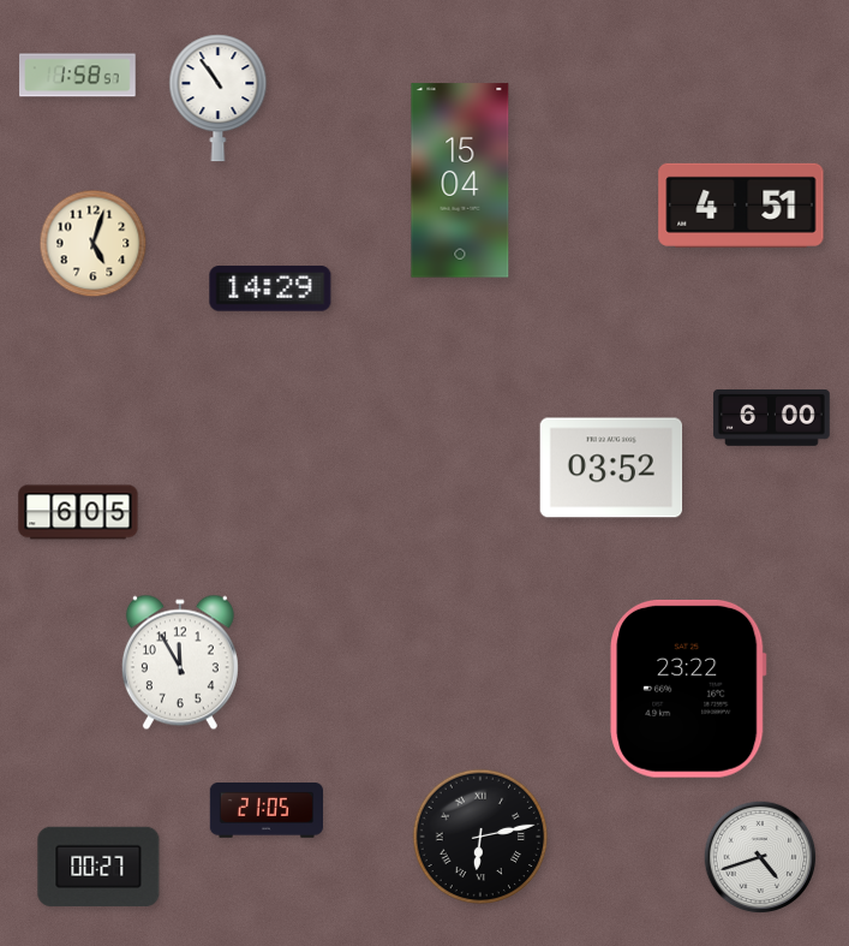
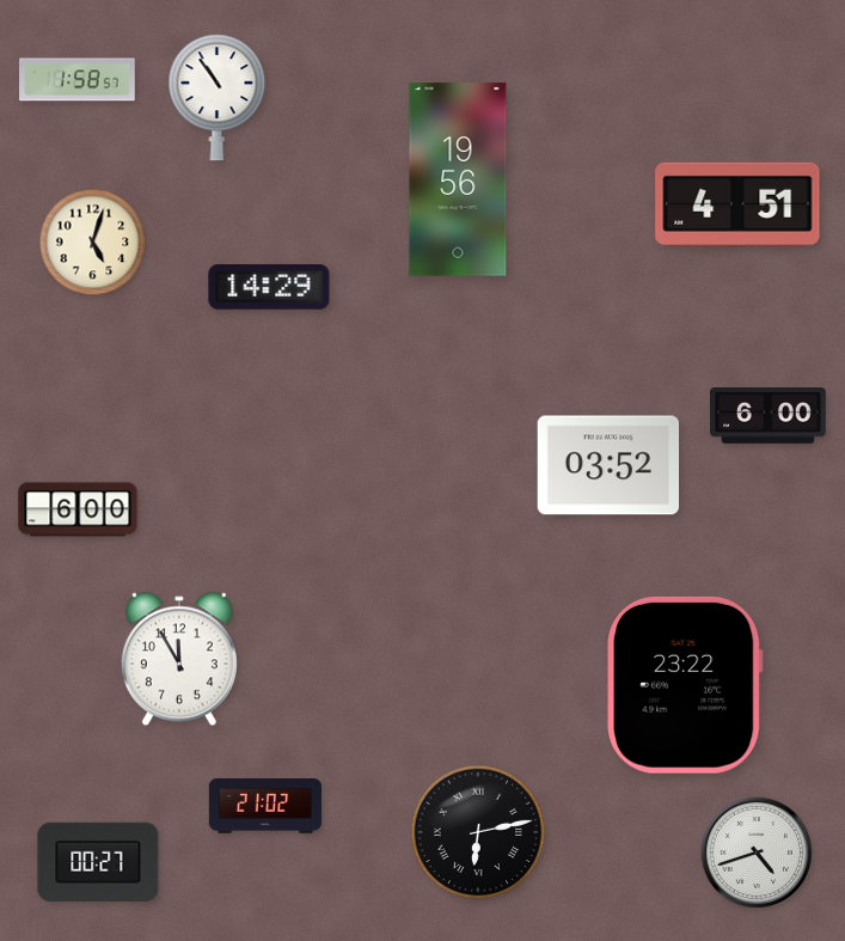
clock at (78, 76) position: (78, 76) -> (78, 80)
clock at (460, 180): 15:04 -> 19:56
clock at (78, 512): 6:05 -> 6:00
clock at (267, 810): 21:05 -> 21:02
